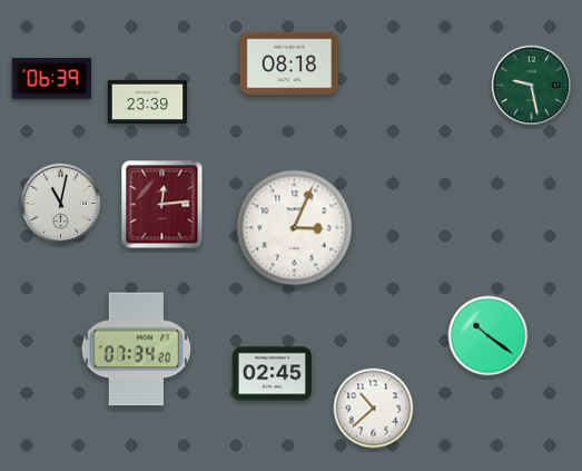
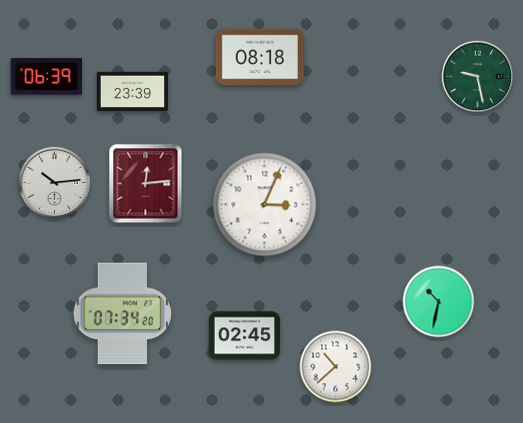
clock at (51, 79) position: (51, 79) -> (46, 77)
clock at (61, 204): 11:02 -> 10:14
clock at (489, 336): 10:21 -> 10:32
